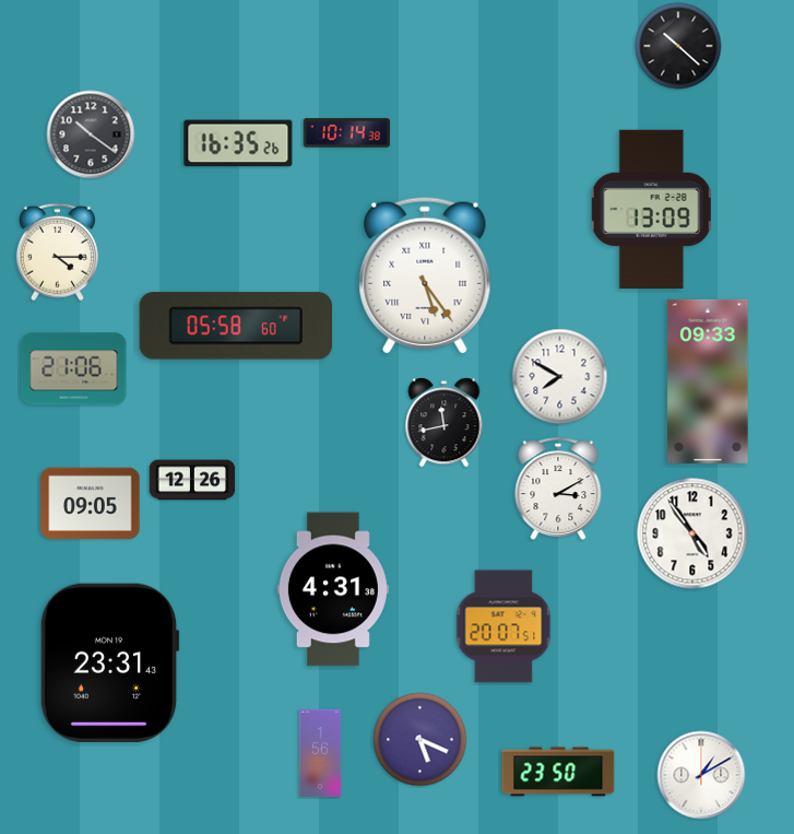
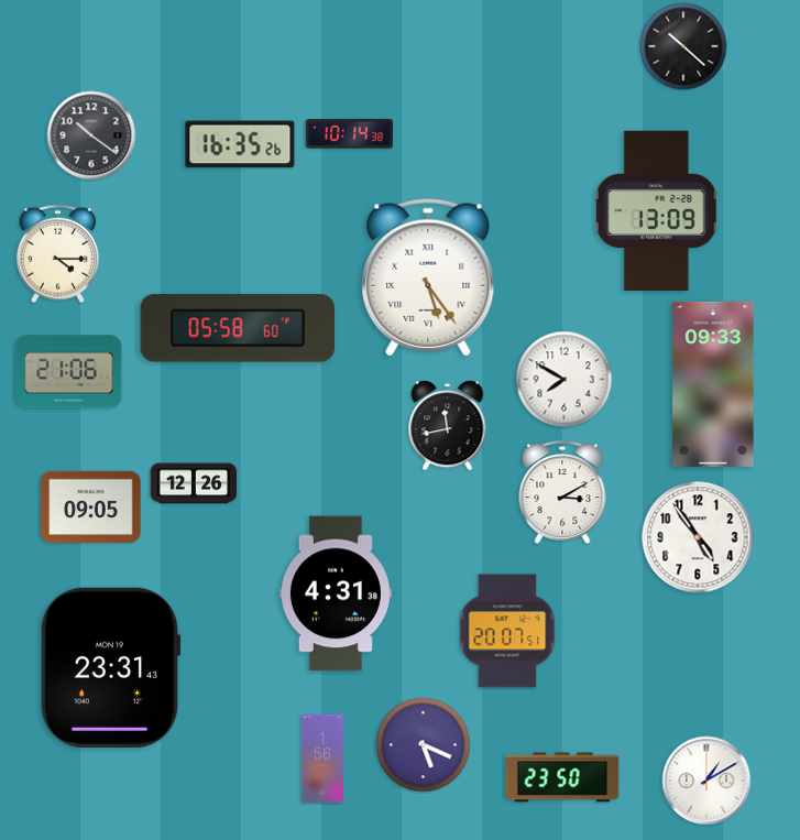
clock at (74, 369) position: (74, 369) -> (69, 372)
